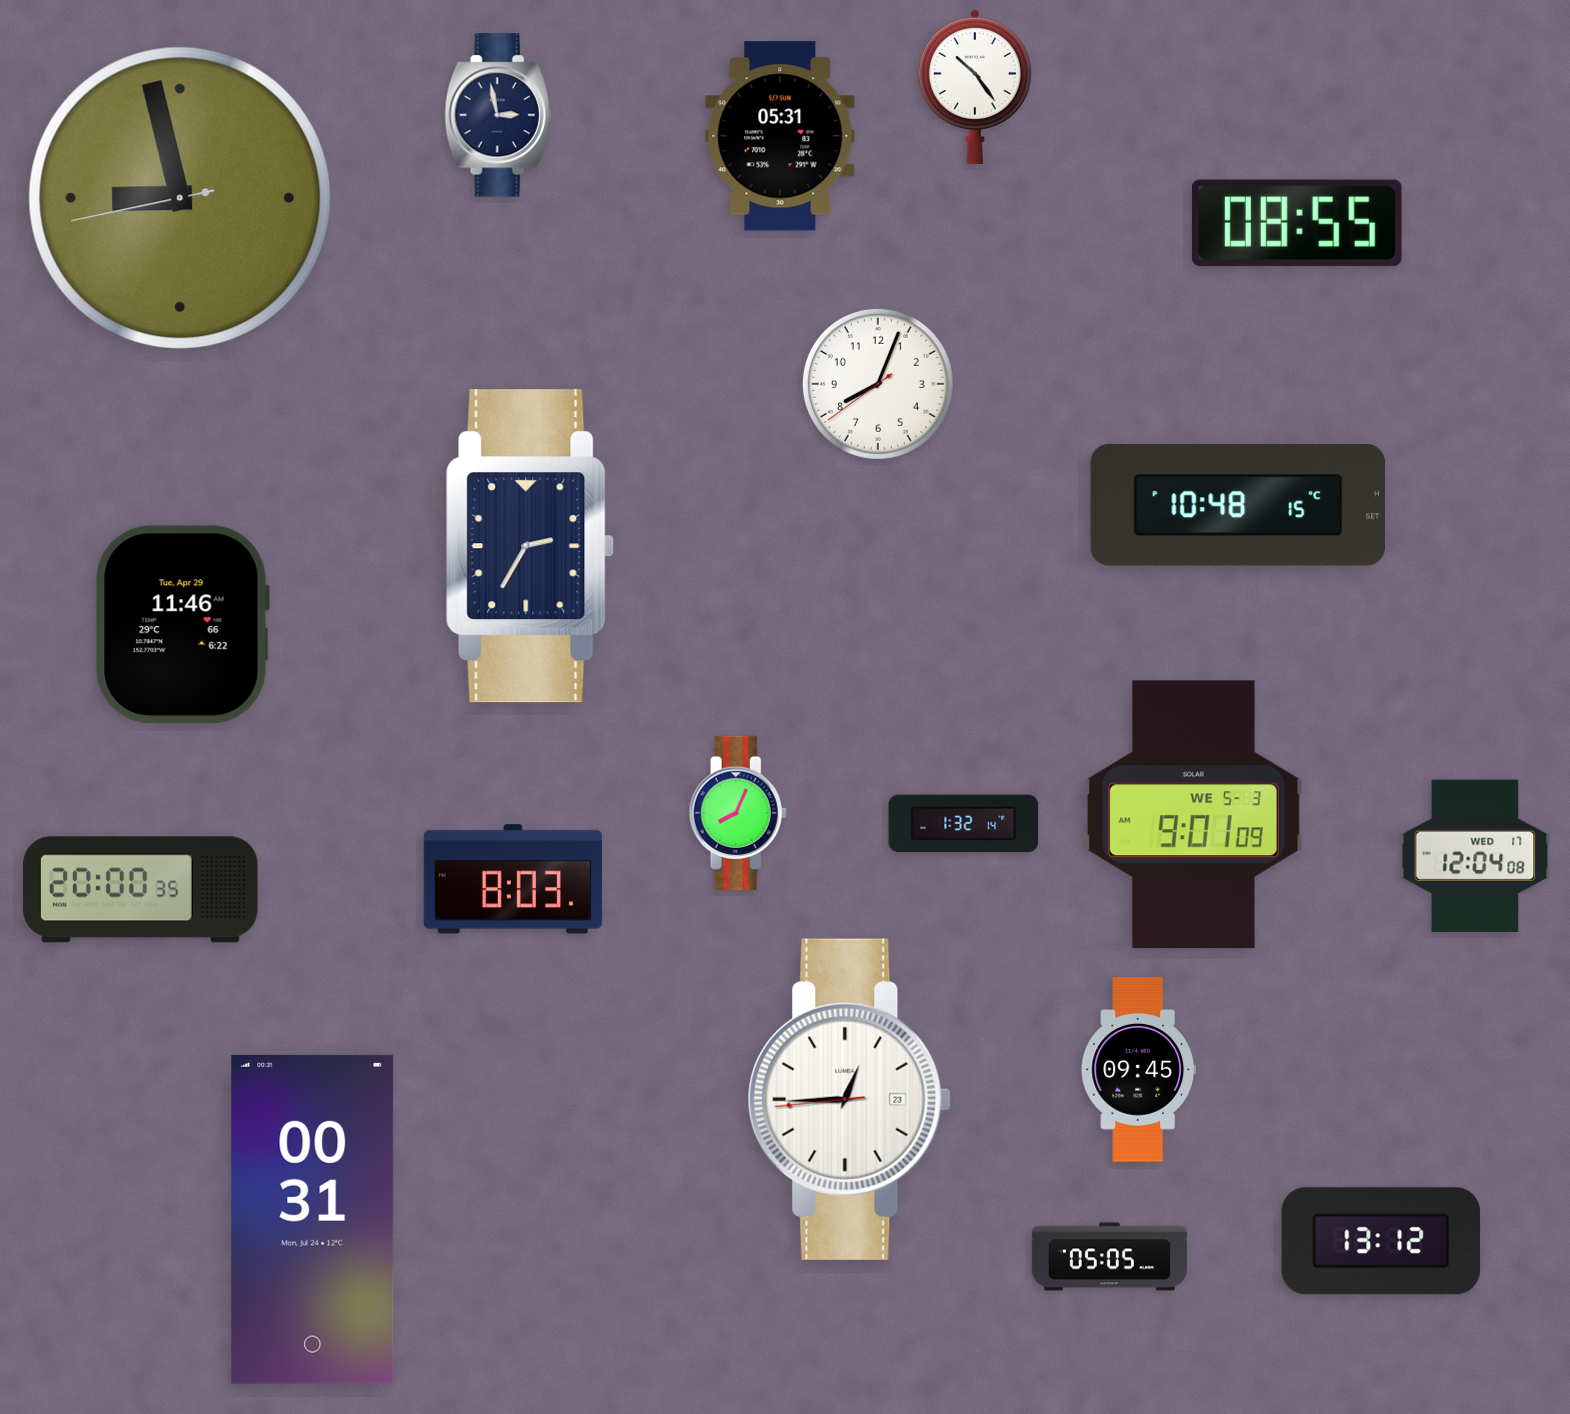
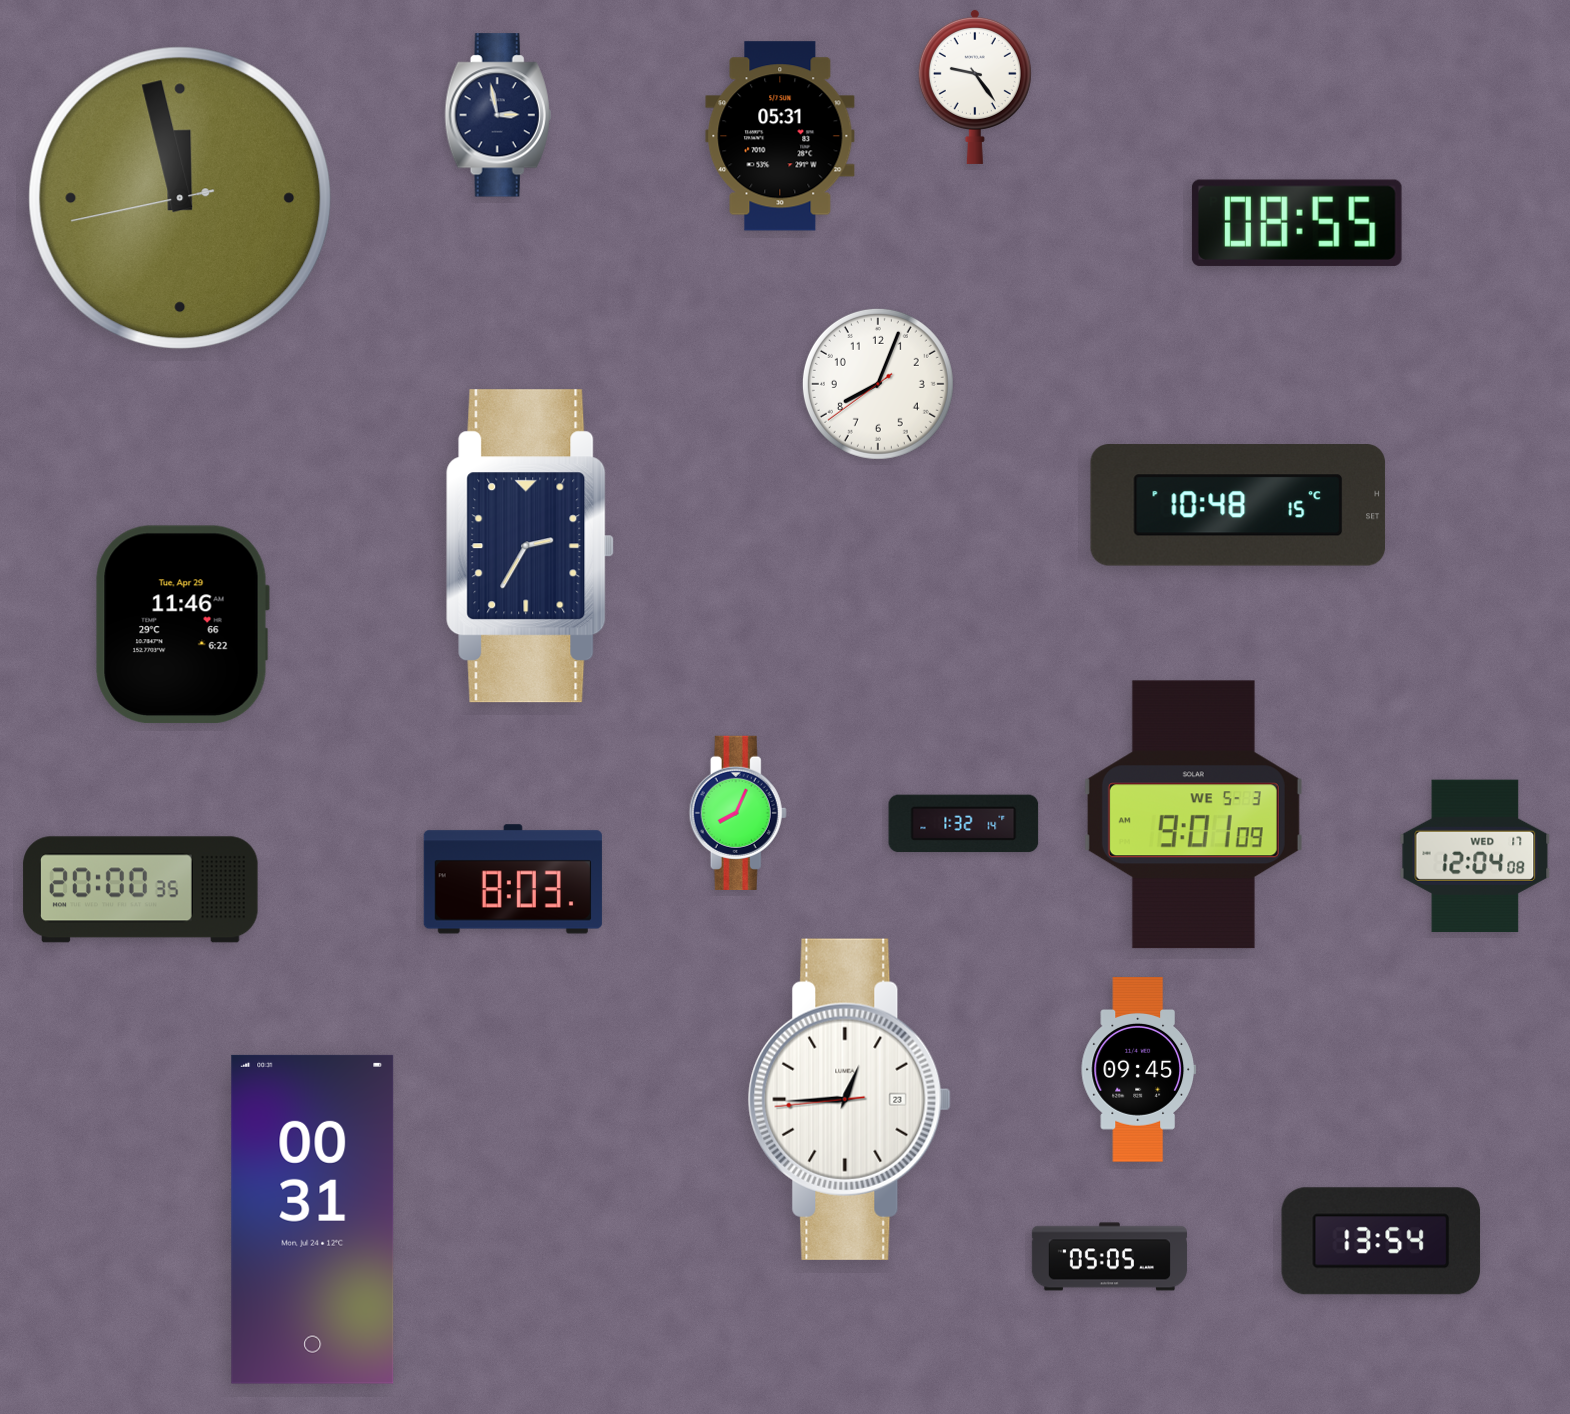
clock at (975, 86): 10:24 -> 9:24
clock at (180, 198): 8:57 -> 11:57
clock at (1381, 1241): 13:12 -> 13:54
